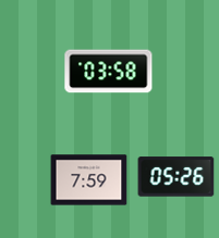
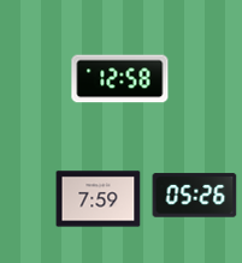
clock at (109, 72): 03:58 -> 12:58
